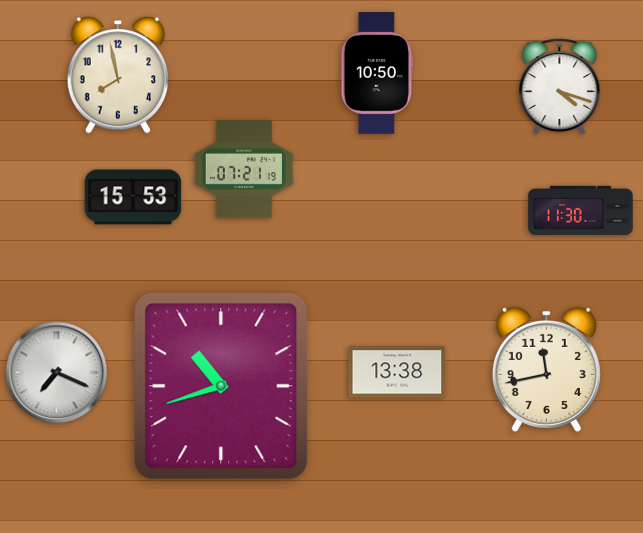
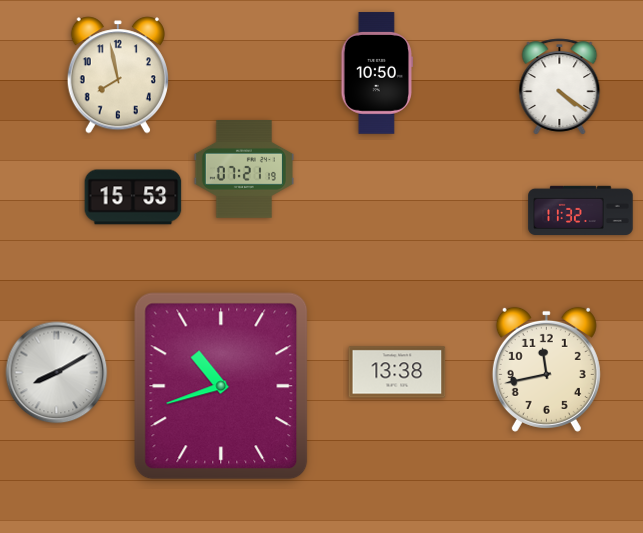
clock at (560, 87): 4:18 -> 4:21
clock at (581, 211): 11:30 -> 11:32
clock at (57, 373): 7:19 -> 8:10
